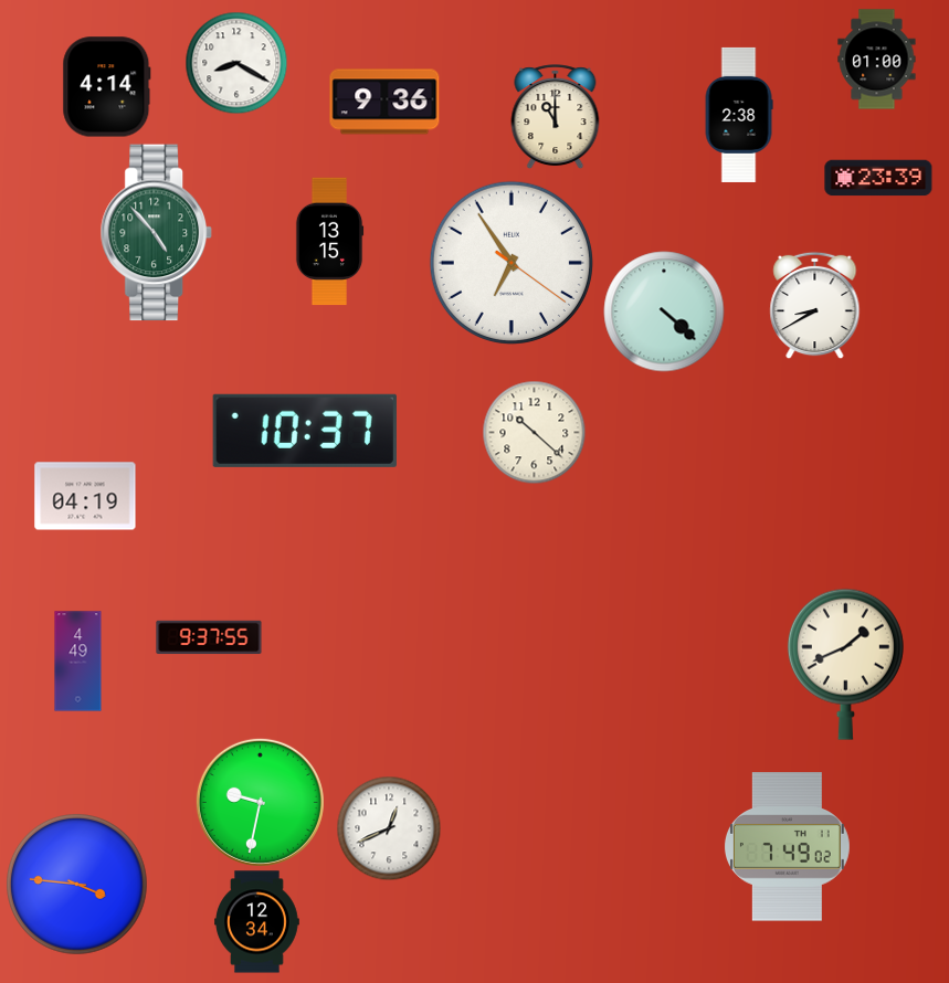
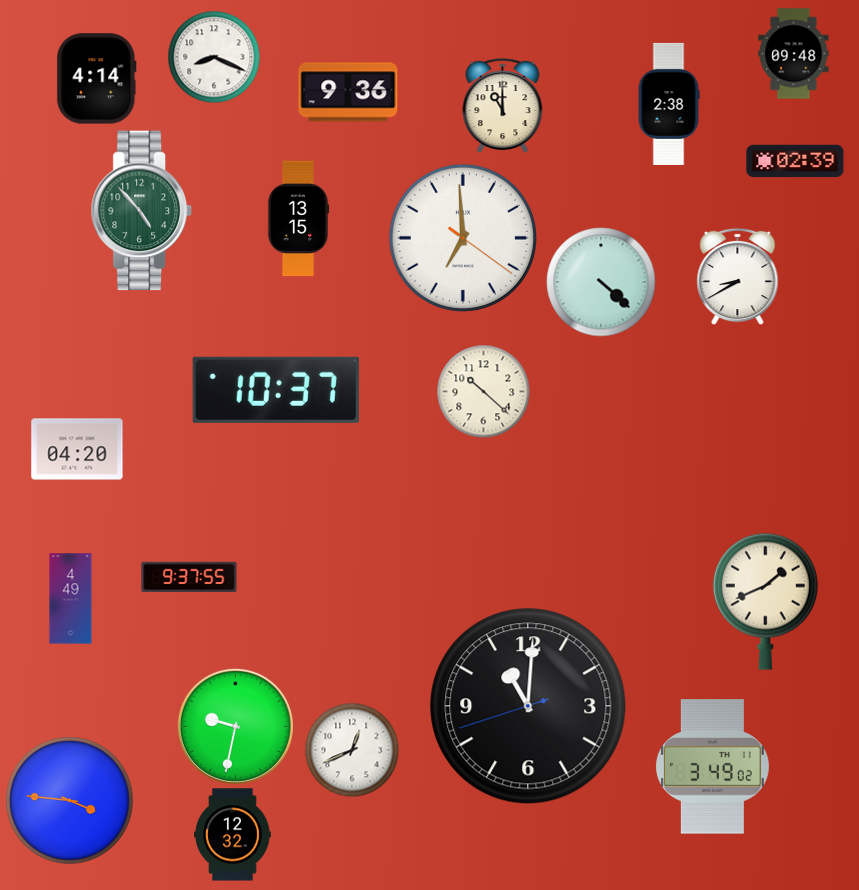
clock at (877, 60): 01:00 -> 09:48
clock at (236, 63): 8:20 -> 8:19
clock at (878, 178): 23:39 -> 02:39
clock at (512, 263): 6:54 -> 6:59
clock at (85, 496): 04:19 -> 04:20
clock at (528, 706): none -> 11:00
clock at (787, 847): 7:49 -> 3:49
clock at (257, 922): 12:34 -> 12:32
